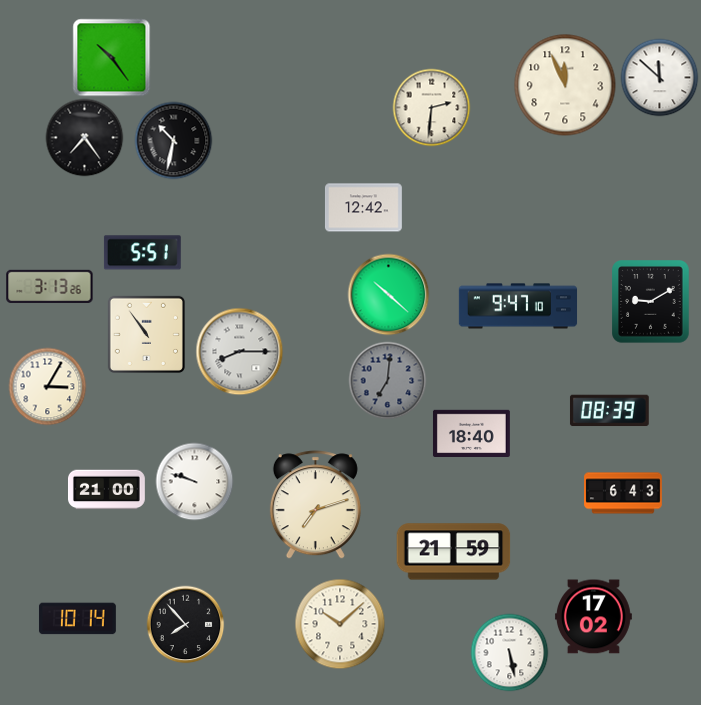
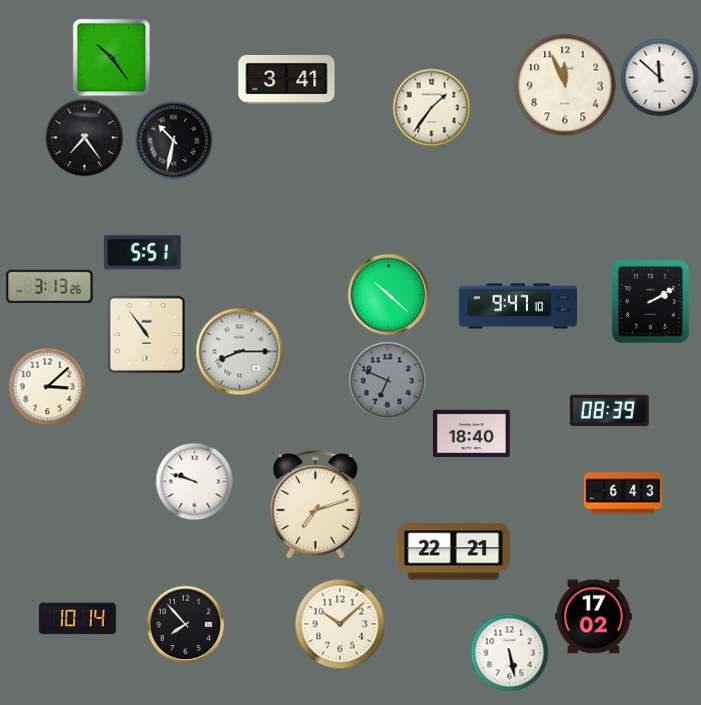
clock at (287, 79): none -> 3:41
clock at (431, 107): 2:31 -> 1:36
clock at (363, 208): 12:42 -> none
clock at (651, 302): 9:10 -> 2:10
clock at (387, 380): 7:01 -> 6:49
clock at (47, 386): 3:05 -> 3:08
clock at (107, 490): 21:00 -> none
clock at (454, 552): 21:59 -> 22:21
